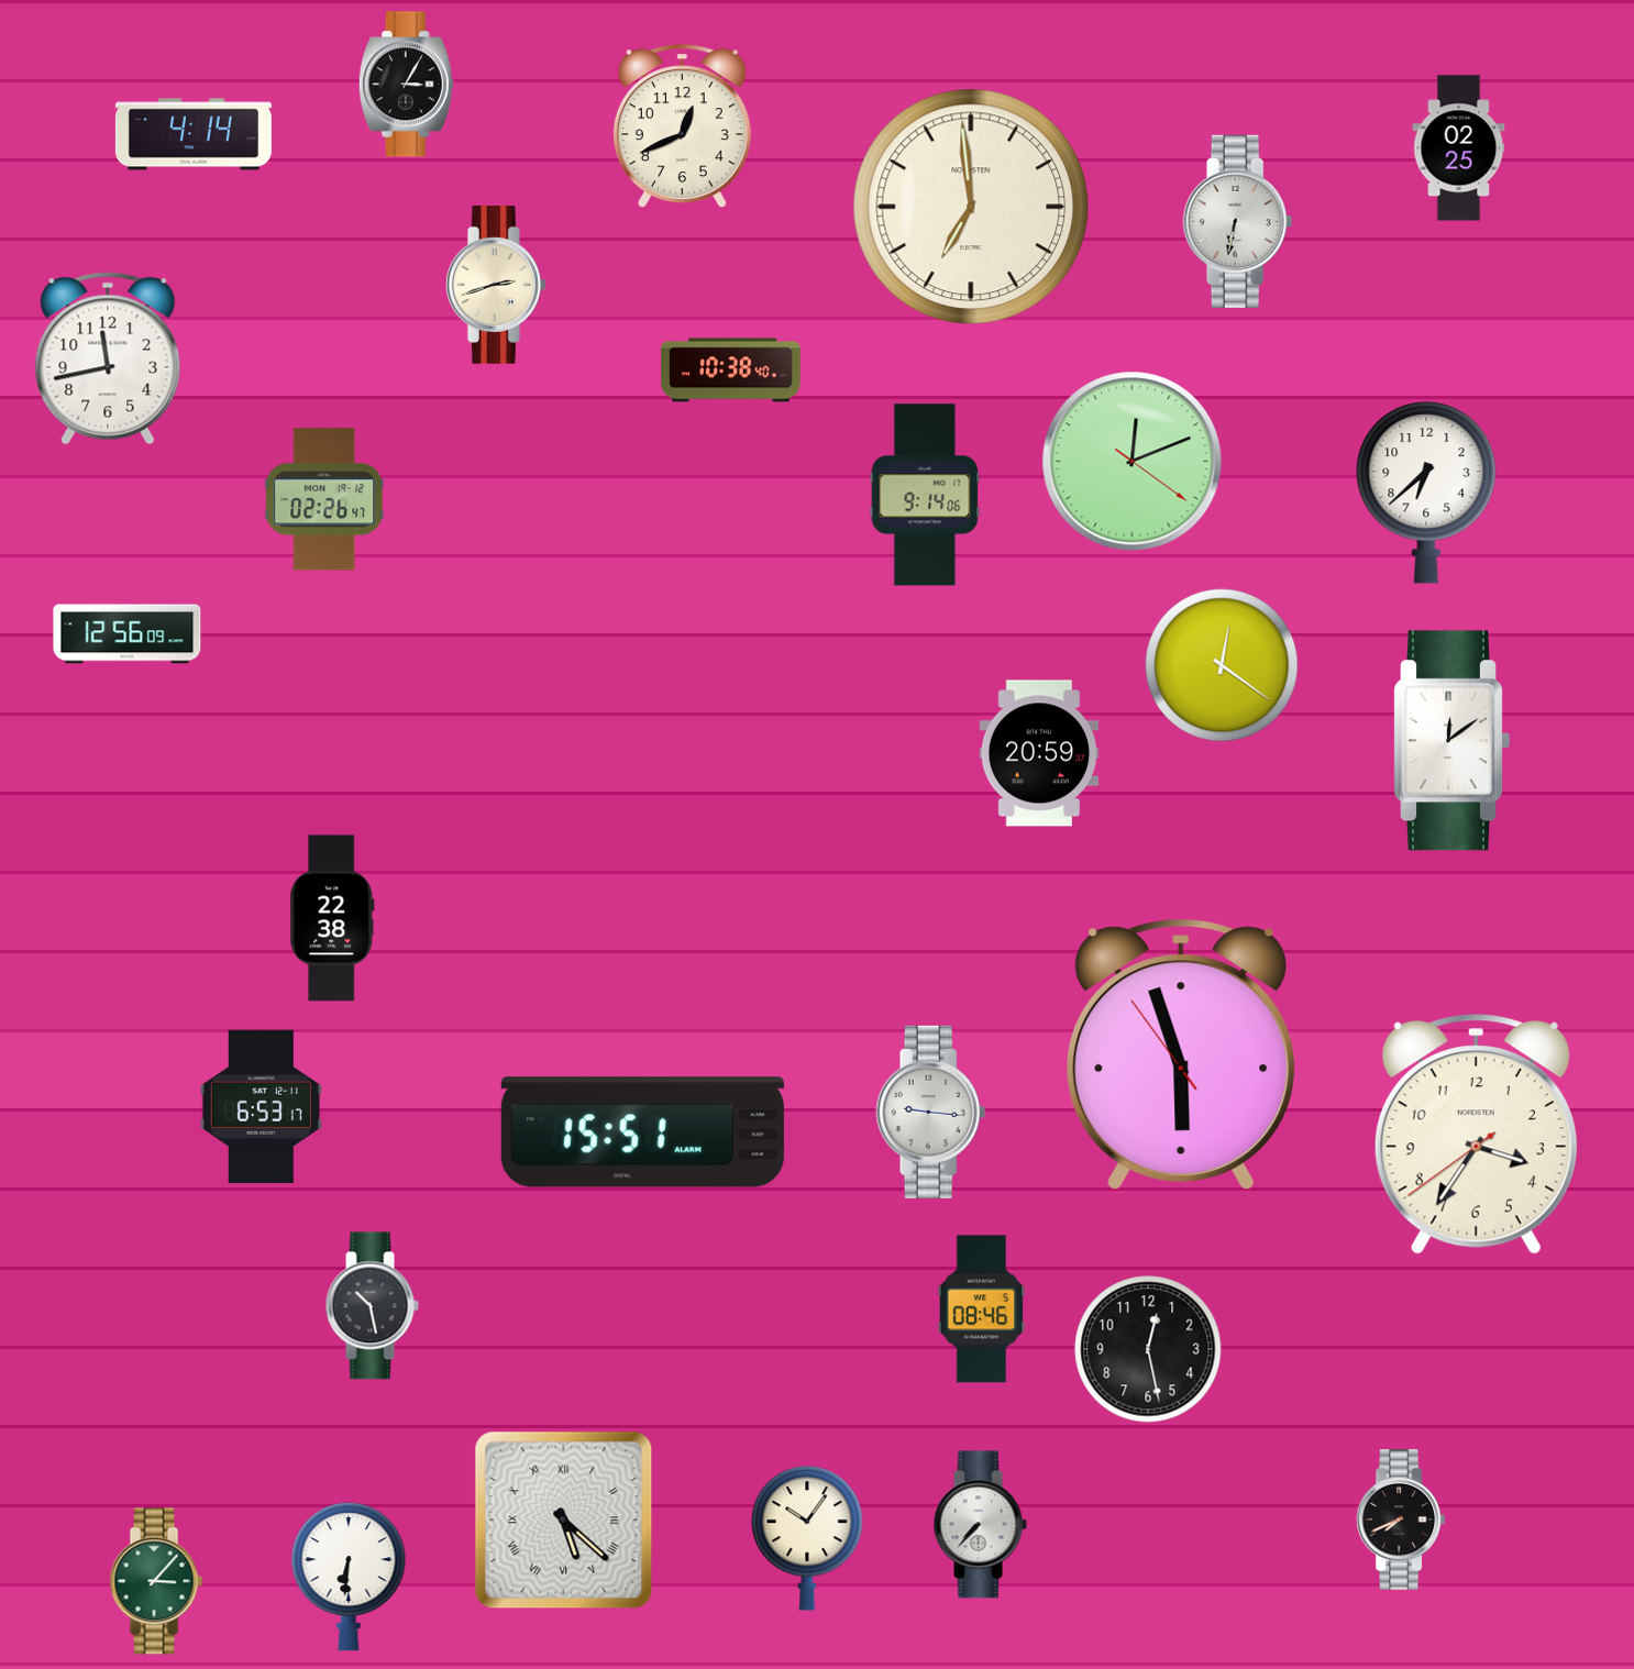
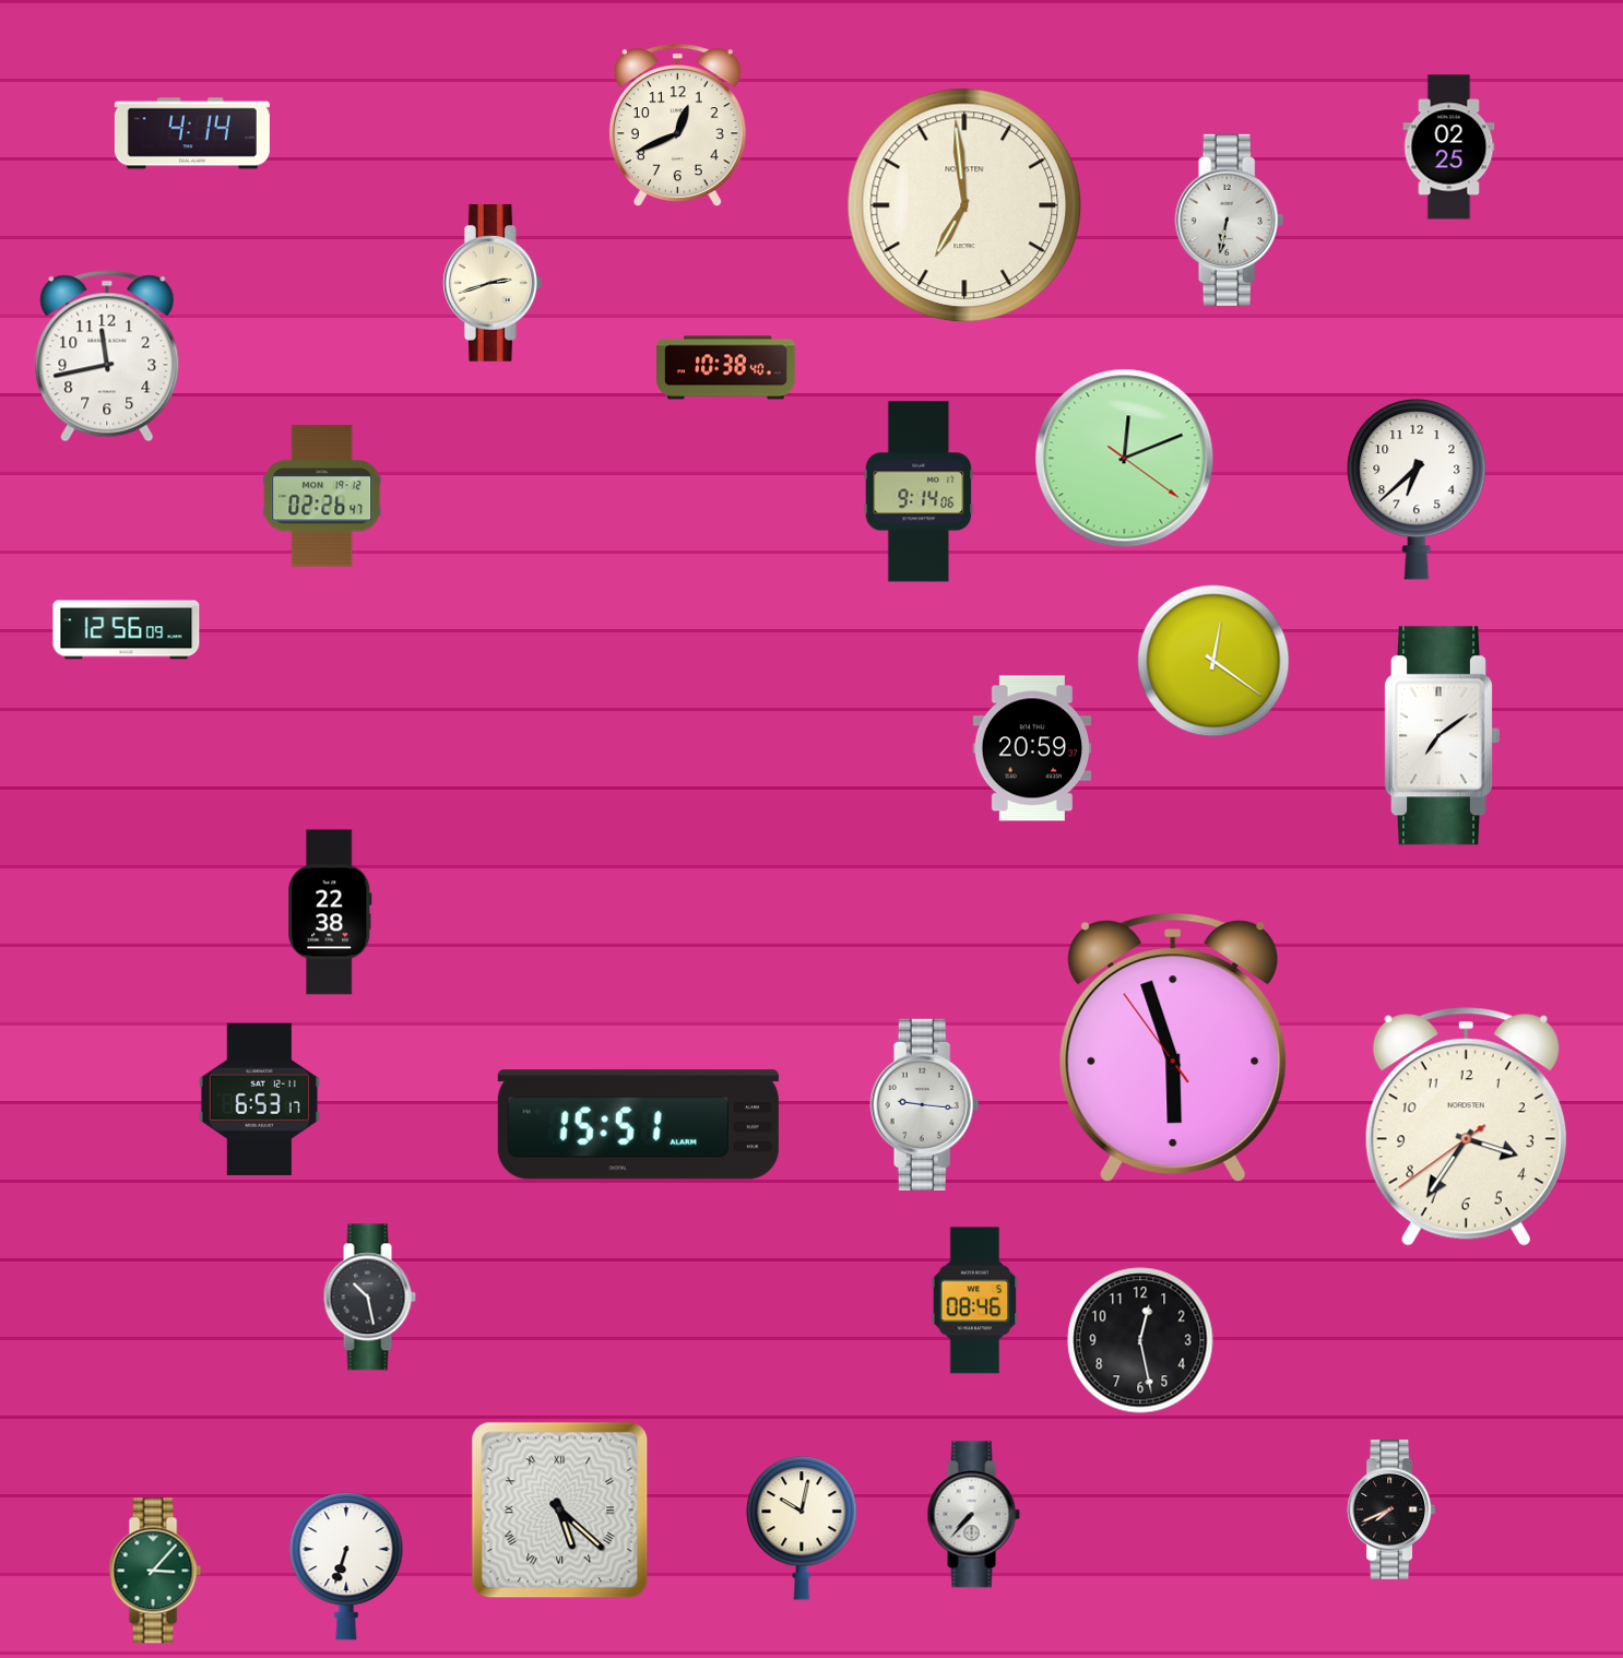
clock at (406, 85): 3:05 -> none
clock at (1453, 741): 12:09 -> 7:09
clock at (807, 1538): 10:06 -> 10:02
clock at (349, 1577): 6:31 -> 6:33
